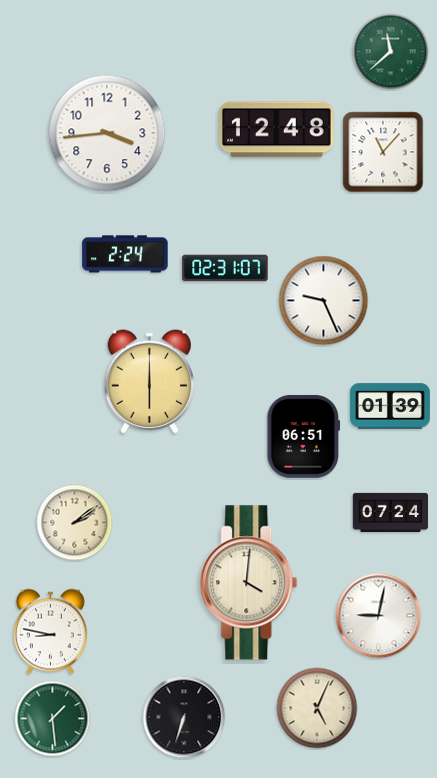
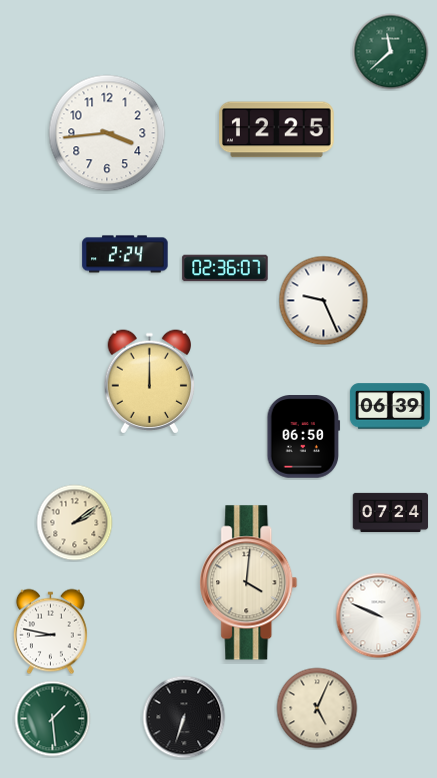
clock at (277, 130): 12:48 -> 12:25
clock at (383, 152): 11:07 -> none
clock at (225, 268): 02:31 -> 02:36
clock at (150, 382): 6:00 -> 12:00
clock at (390, 406): 01:39 -> 06:39
clock at (304, 437): 06:51 -> 06:50
clock at (379, 616): 9:02 -> 9:49
